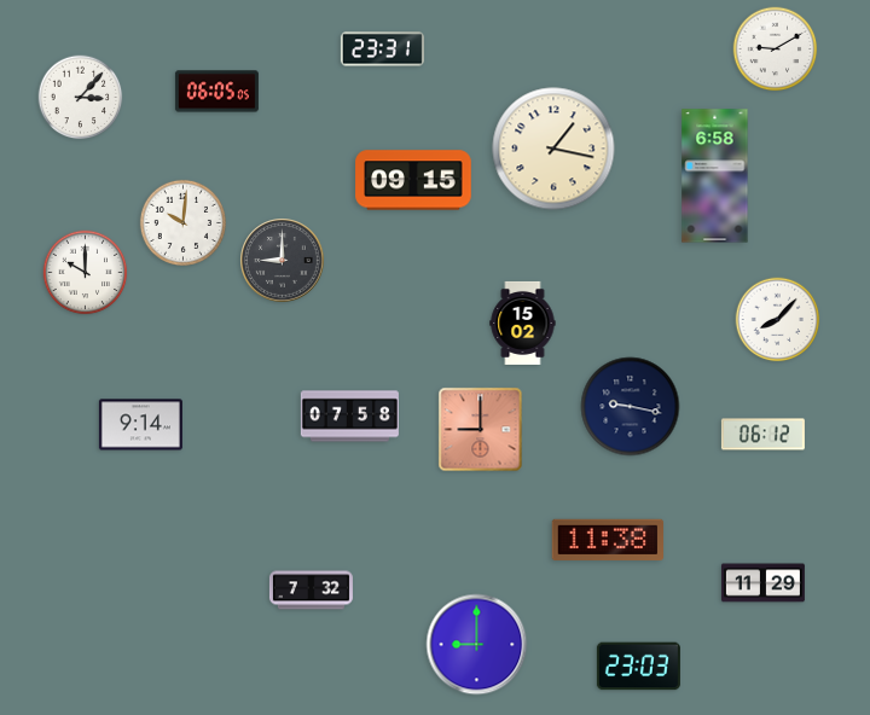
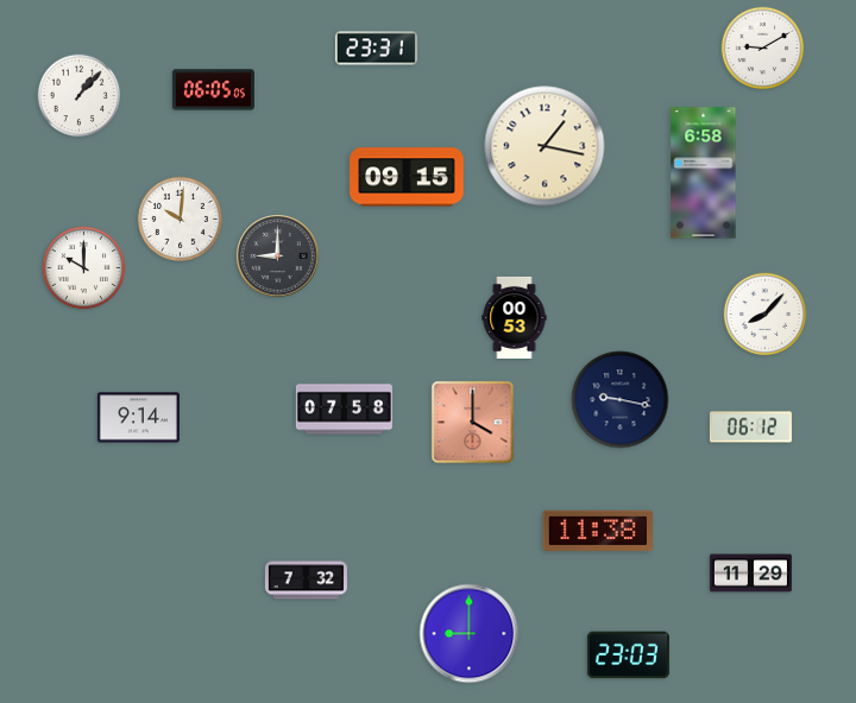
clock at (81, 98): 3:07 -> 1:07
clock at (523, 322): 15:02 -> 00:53
clock at (481, 430): 9:00 -> 4:00
